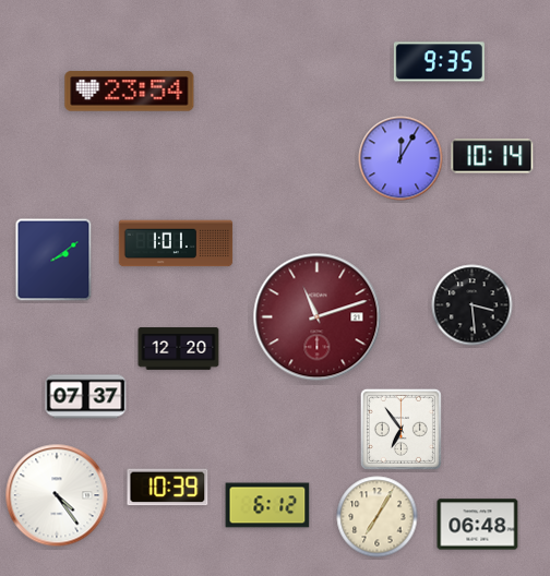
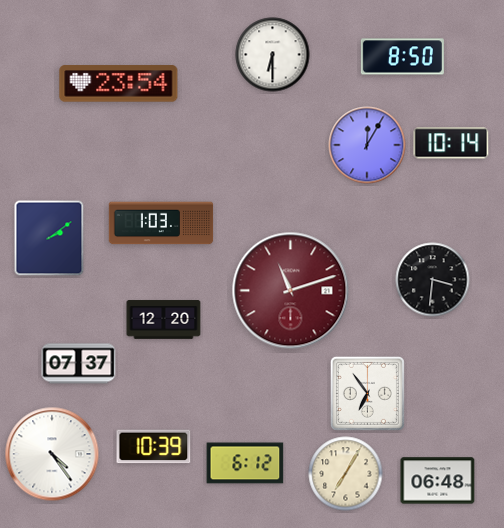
clock at (273, 55): none -> 6:30
clock at (439, 62): 9:35 -> 8:50
clock at (176, 243): 1:01 -> 1:03
clock at (473, 305): 3:29 -> 3:31
